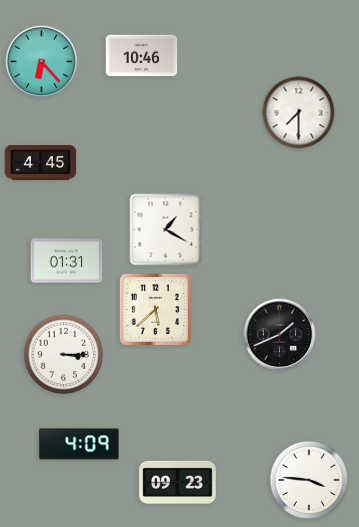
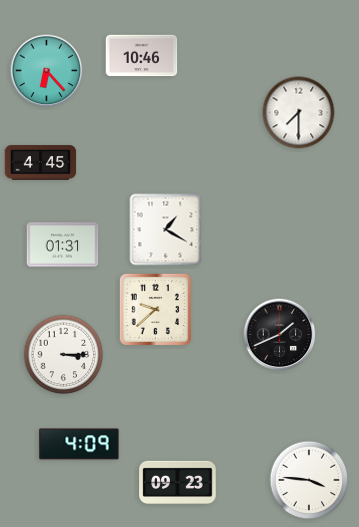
clock at (42, 62) position: (42, 62) -> (47, 71)
clock at (67, 261) position: (67, 261) -> (63, 245)
clock at (155, 309): 5:38 -> 9:38
